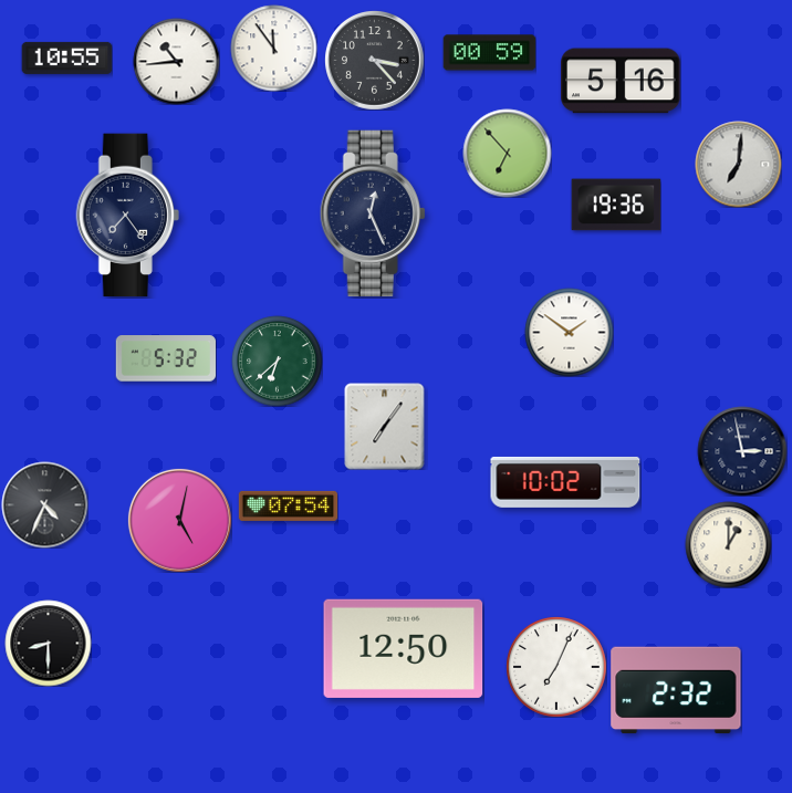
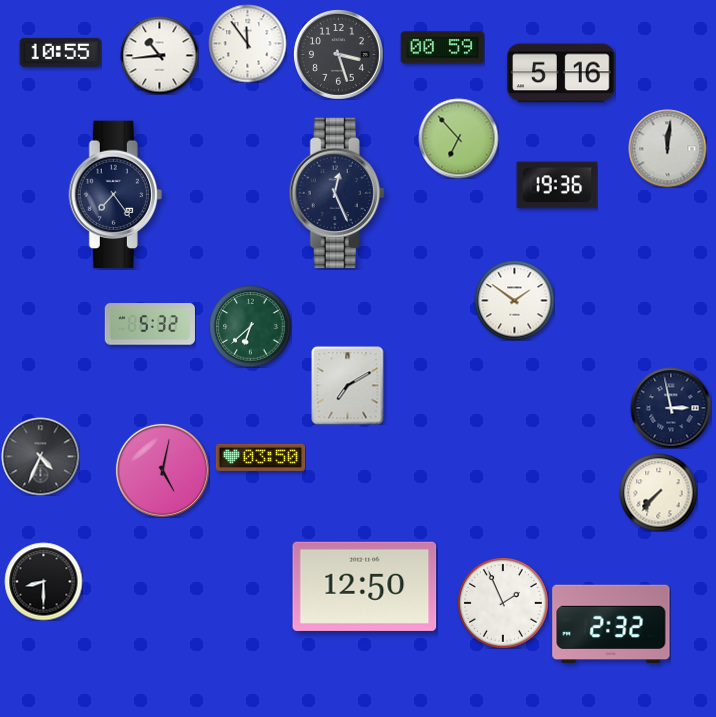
clock at (375, 61): 3:23 -> 3:27
clock at (738, 164): 7:01 -> 12:01
clock at (385, 426): 7:06 -> 7:10
clock at (565, 482): 10:02 -> none
clock at (288, 505): 07:54 -> 03:50
clock at (728, 544): 1:00 -> 7:37
clock at (556, 667): 7:04 -> 1:56
